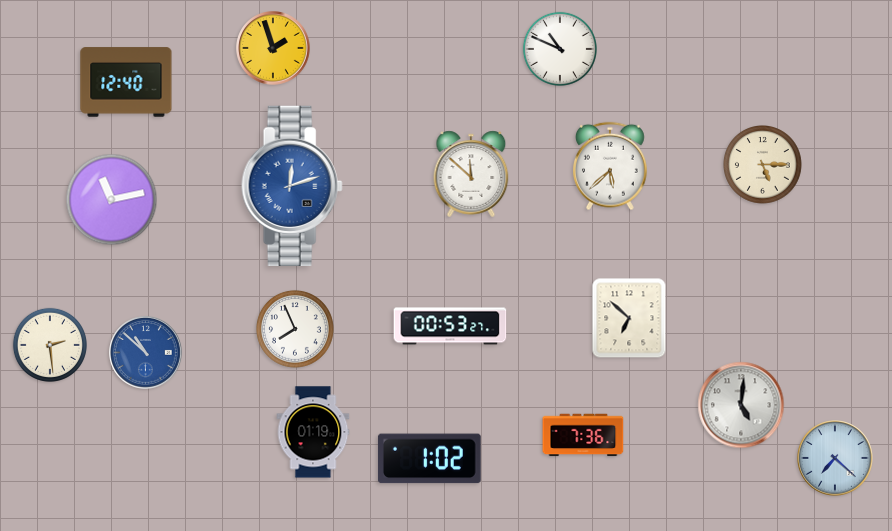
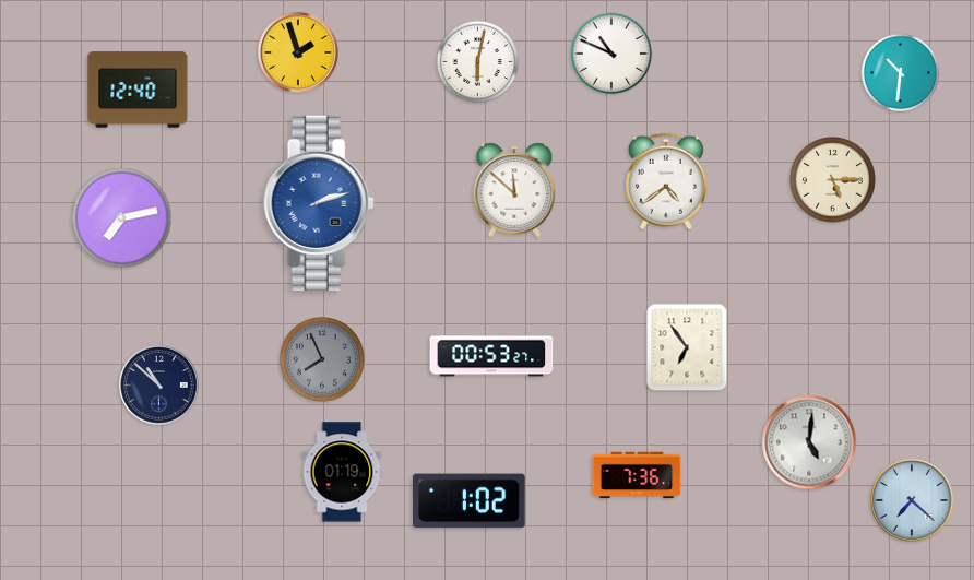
clock at (477, 61): none -> 6:02
clock at (901, 73): none -> 10:31
clock at (611, 166): 5:38 -> 4:39
clock at (292, 186): 12:12 -> 2:12
clock at (112, 200): 11:13 -> 7:13
clock at (629, 318): 6:52 -> 6:54
clock at (295, 329) dial: white -> grey
clock at (50, 345): 2:29 -> none
clock at (146, 353) dial: blue -> navy
